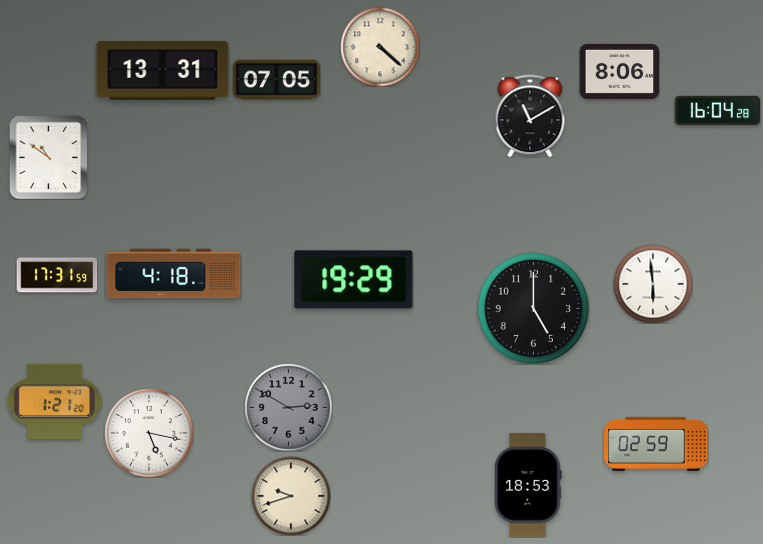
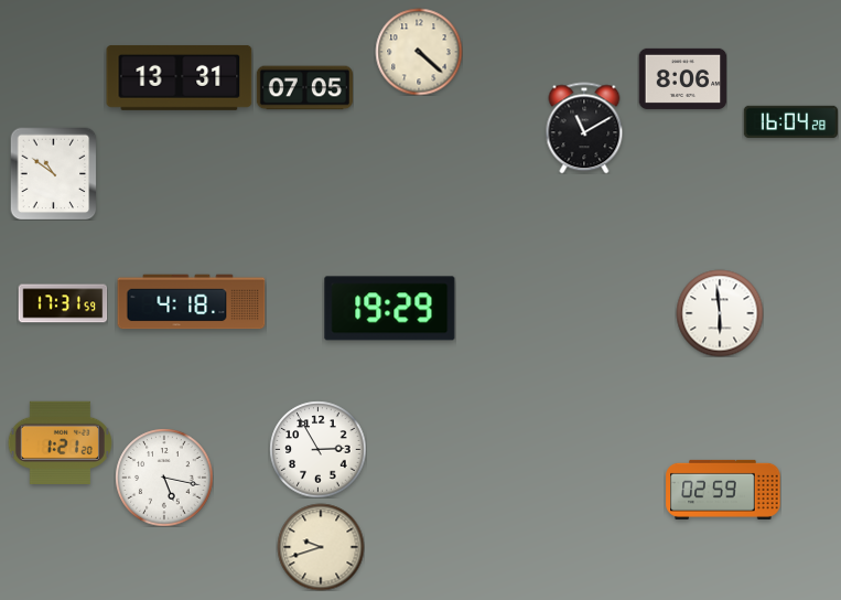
clock at (533, 308): 5:00 -> none
clock at (288, 407): 2:50 -> 2:55
clock at (288, 407) dial: grey -> white
clock at (528, 485): 18:53 -> none
